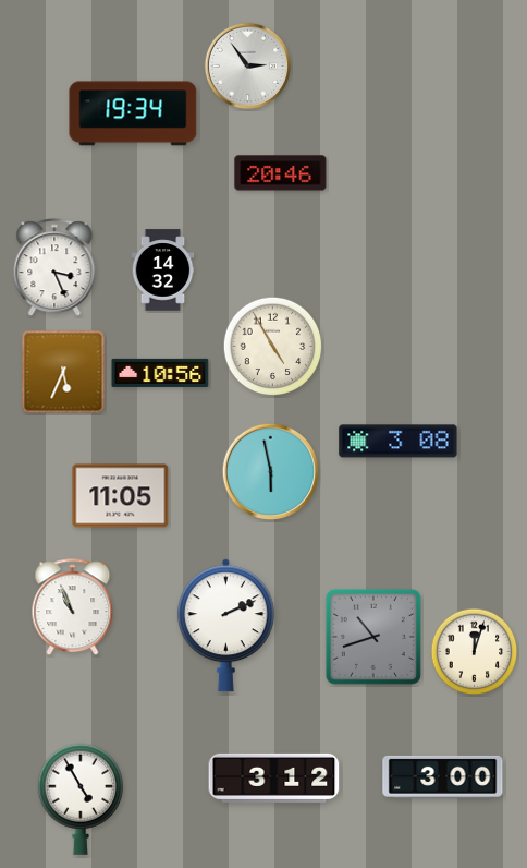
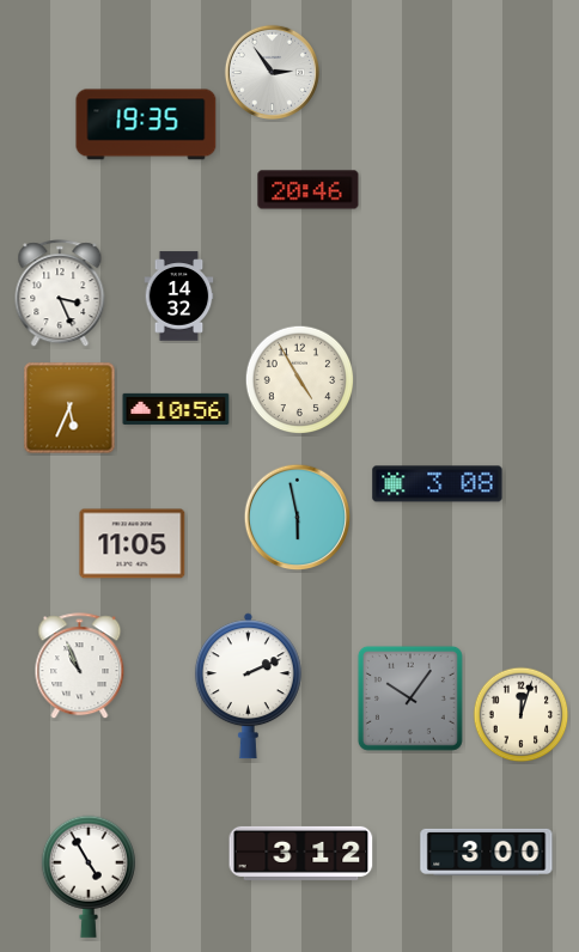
clock at (133, 113): 19:34 -> 19:35
clock at (373, 637): 10:42 -> 10:06
